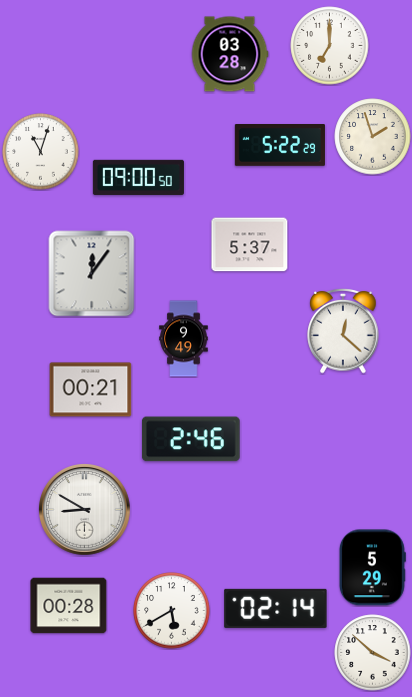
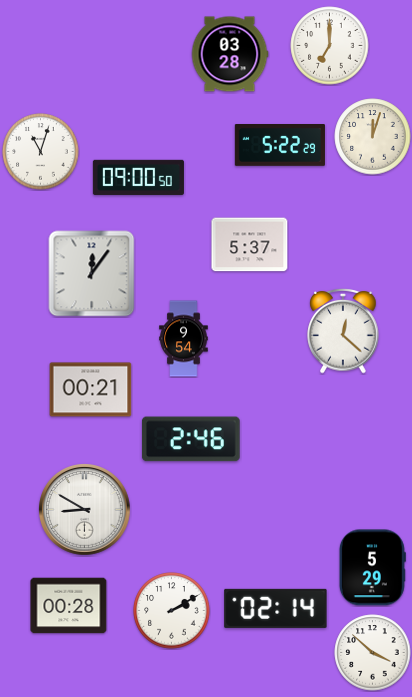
clock at (373, 137): 1:57 -> 12:03
clock at (184, 339): 9:49 -> 9:54
clock at (172, 611): 5:40 -> 2:10
